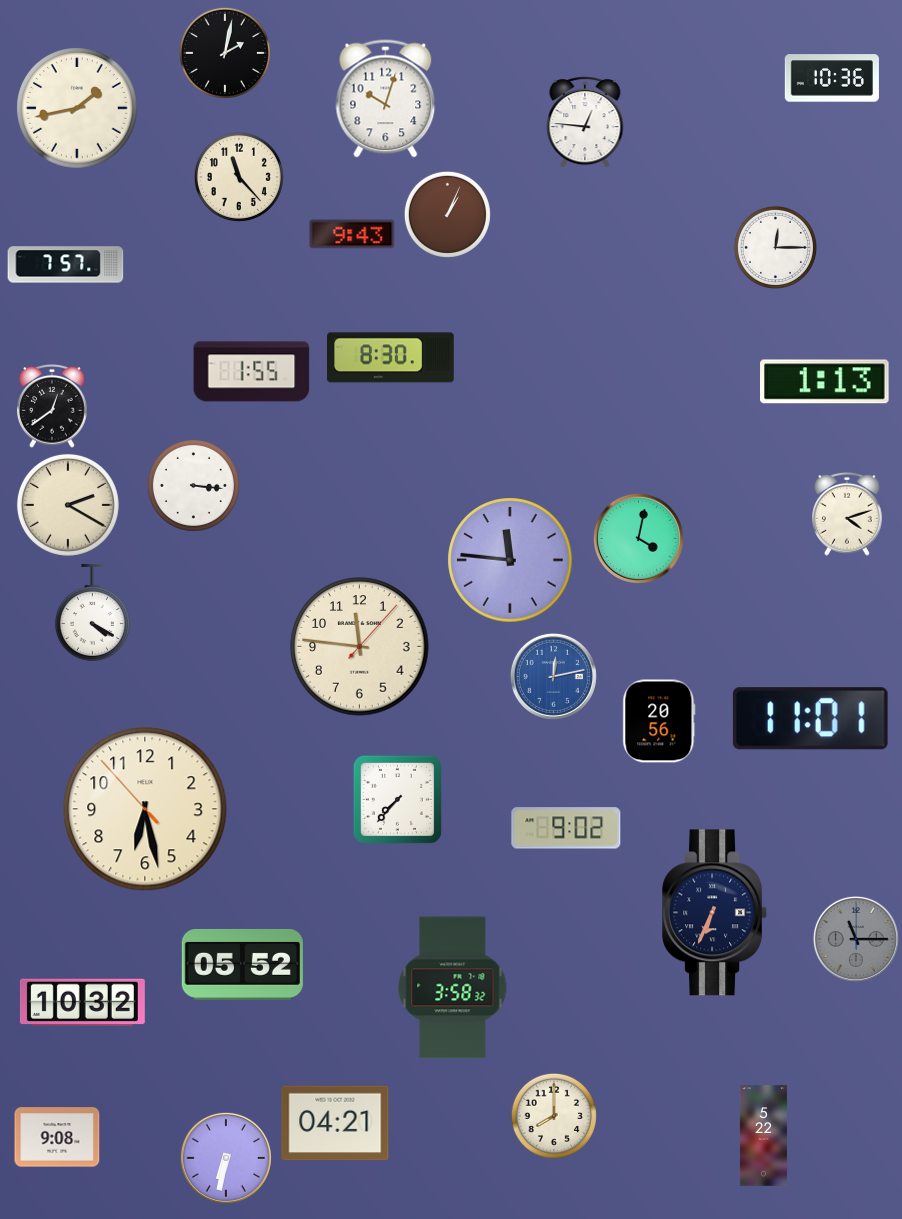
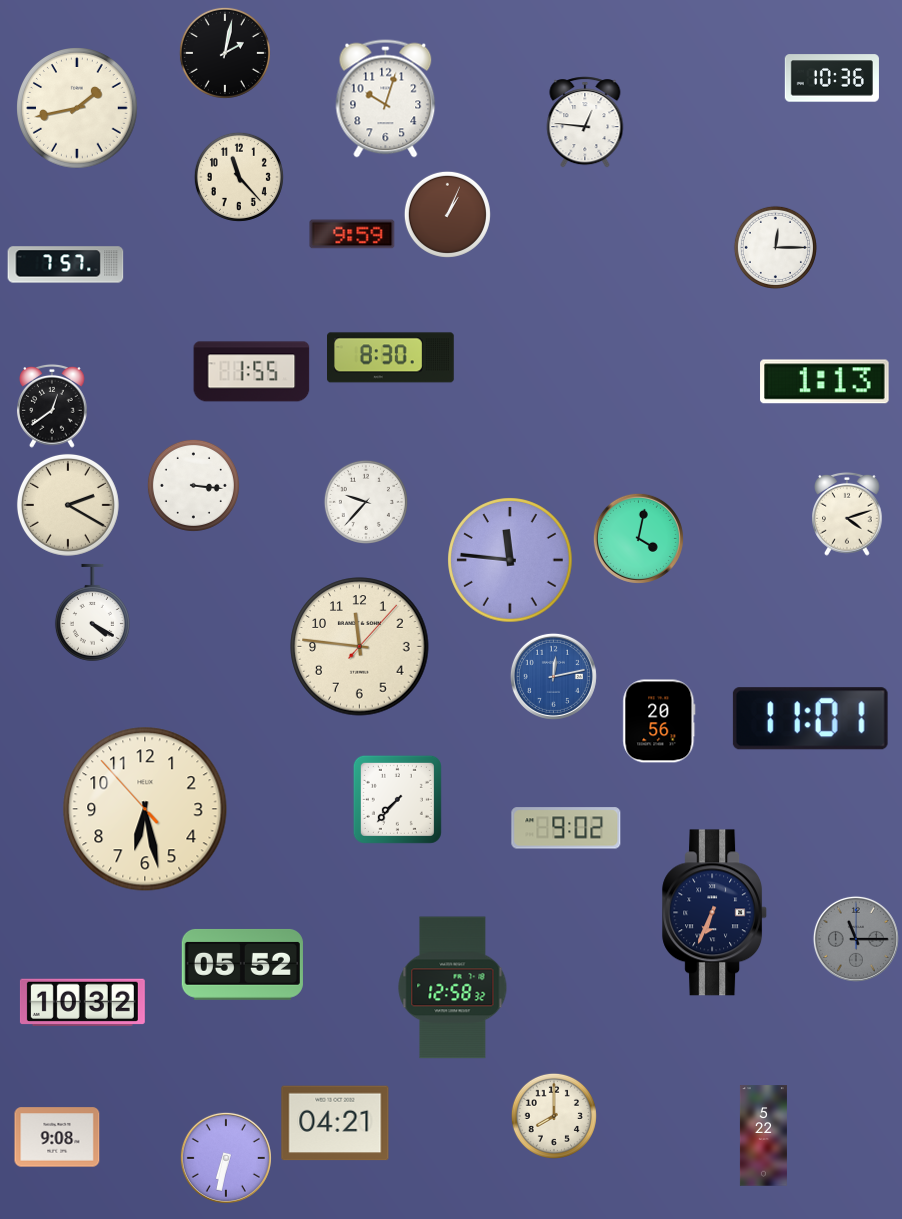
clock at (352, 234): 9:43 -> 9:59
clock at (366, 502): none -> 9:37
clock at (453, 988): 3:58 -> 12:58
